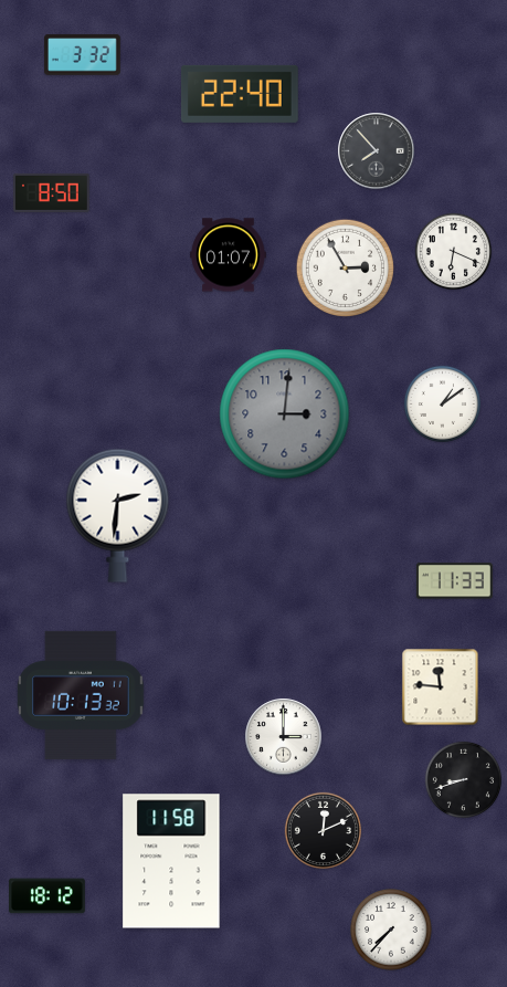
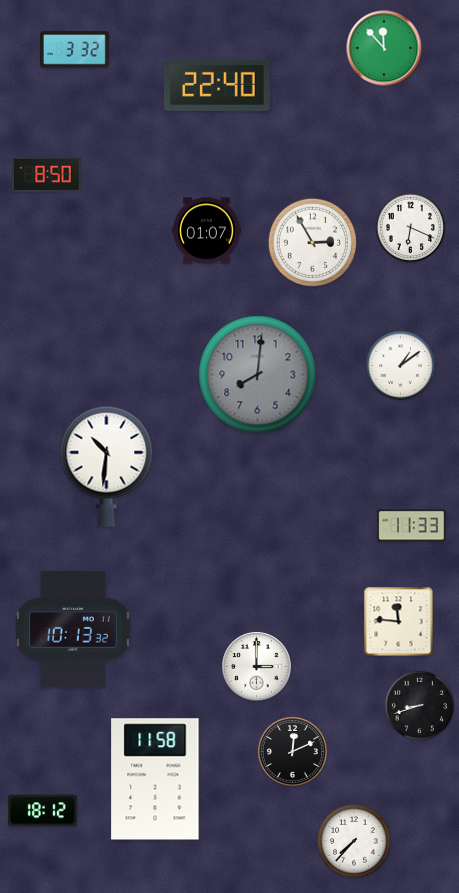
clock at (384, 48): none -> 11:53
clock at (377, 151): 7:53 -> none
clock at (285, 414): 3:01 -> 8:01
clock at (118, 515): 2:31 -> 10:31
